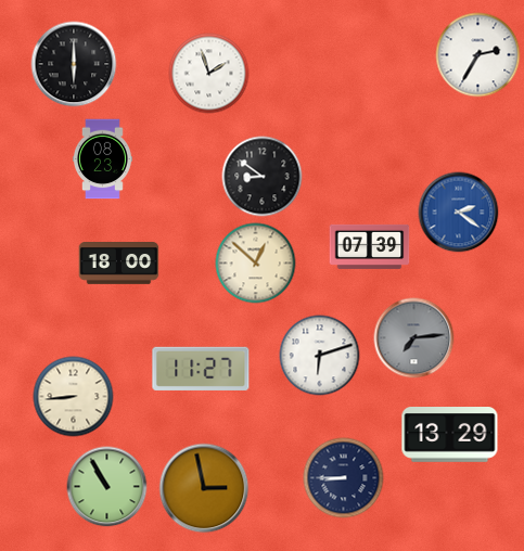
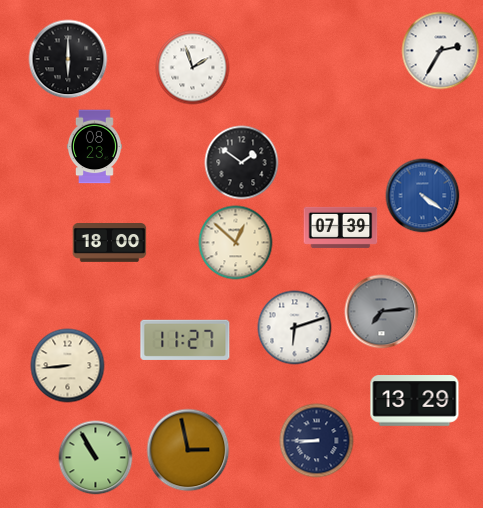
clock at (263, 177): 8:51 -> 1:51
clock at (459, 213): 2:21 -> 4:21
clock at (107, 487) position: (107, 487) -> (96, 458)
